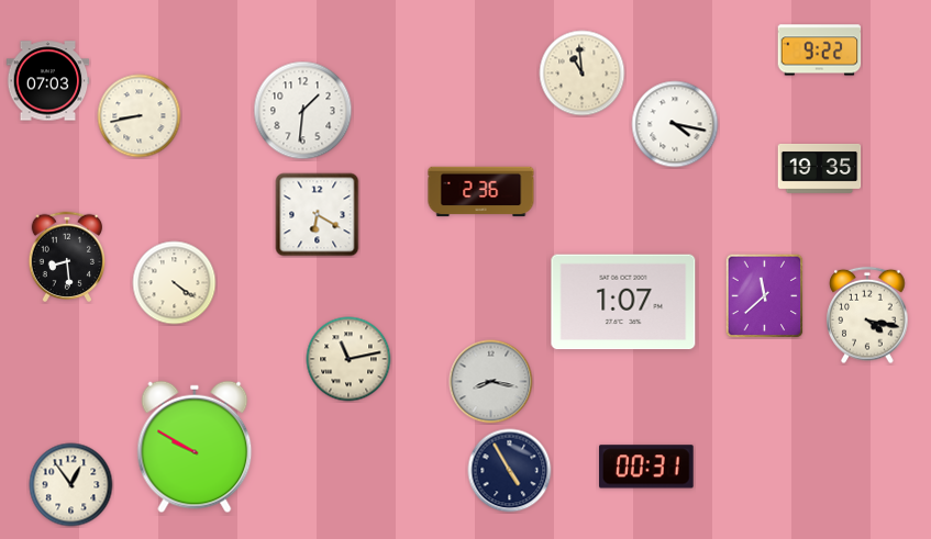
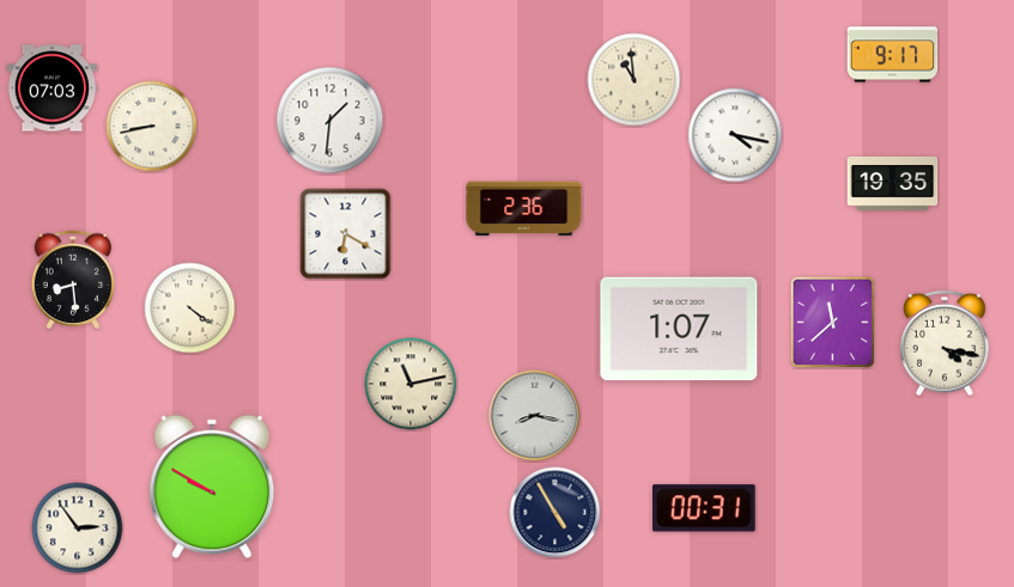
clock at (820, 50): 9:22 -> 9:17
clock at (348, 359) position: (348, 359) -> (411, 384)
clock at (71, 485): 12:54 -> 2:54
